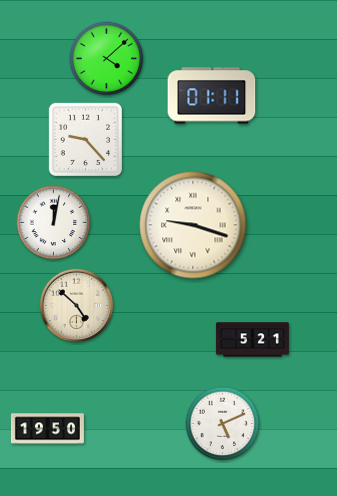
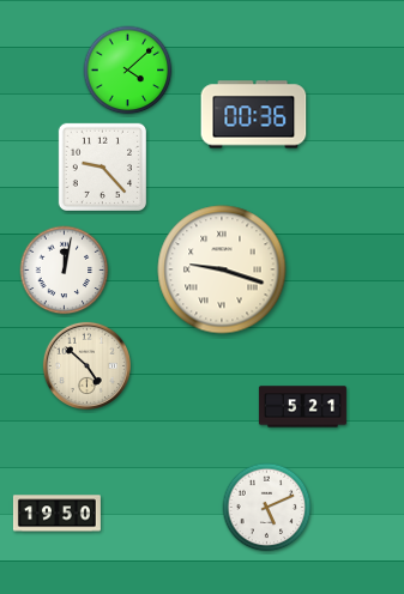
clock at (212, 96): 01:11 -> 00:36
clock at (54, 223) position: (54, 223) -> (65, 271)
clock at (193, 225) position: (193, 225) -> (222, 269)
clock at (76, 305) position: (76, 305) -> (86, 365)
